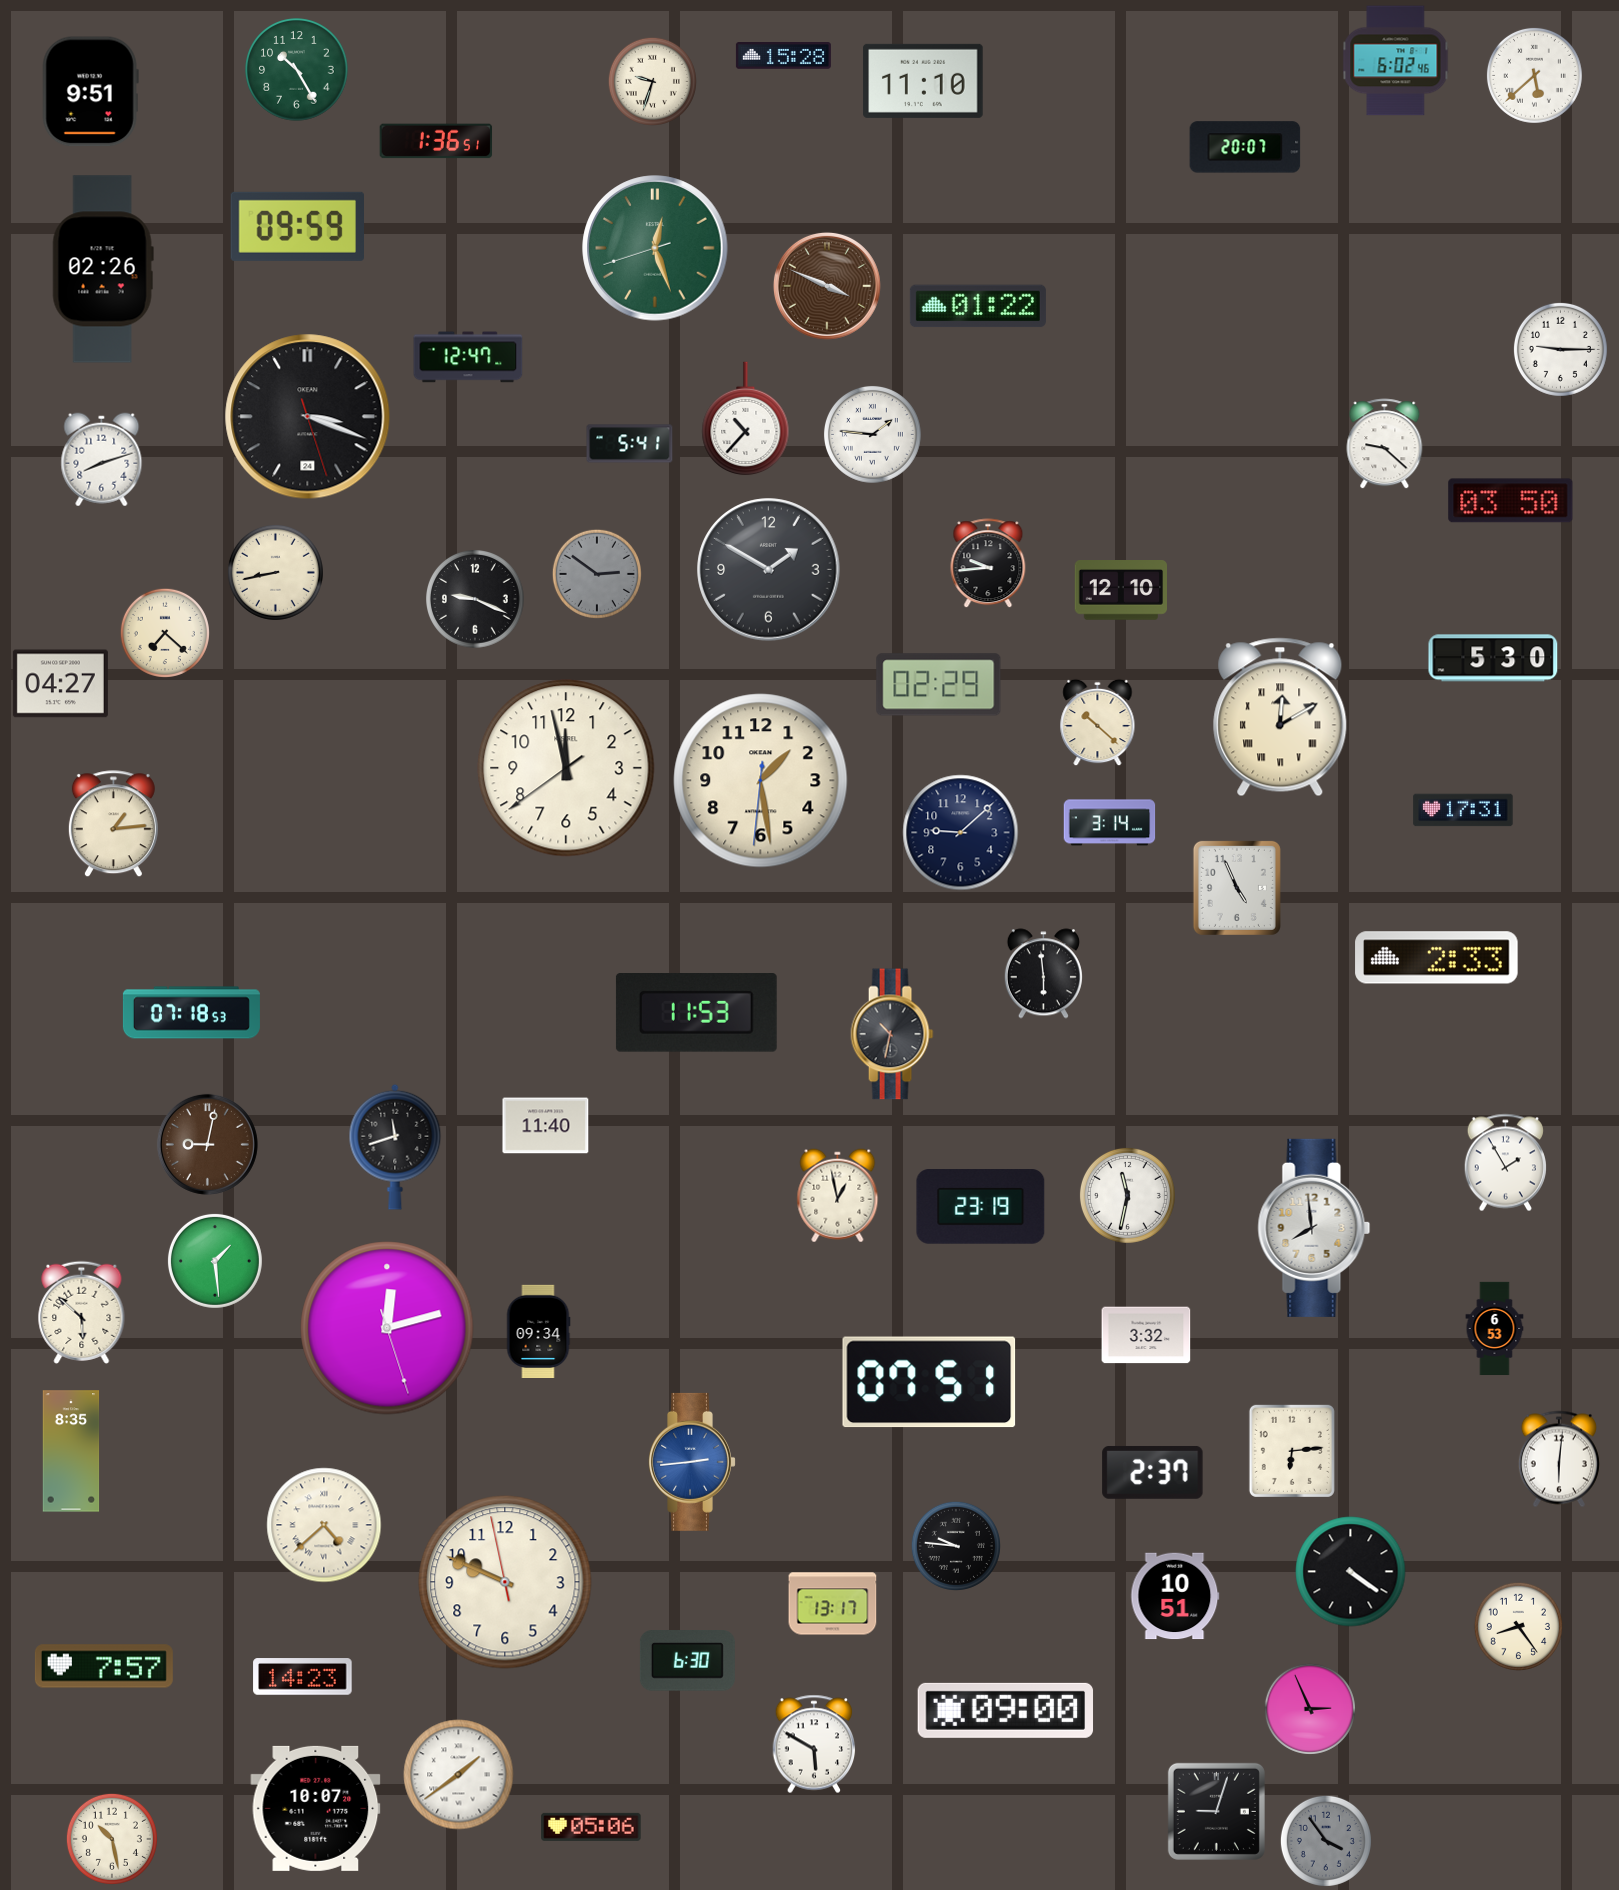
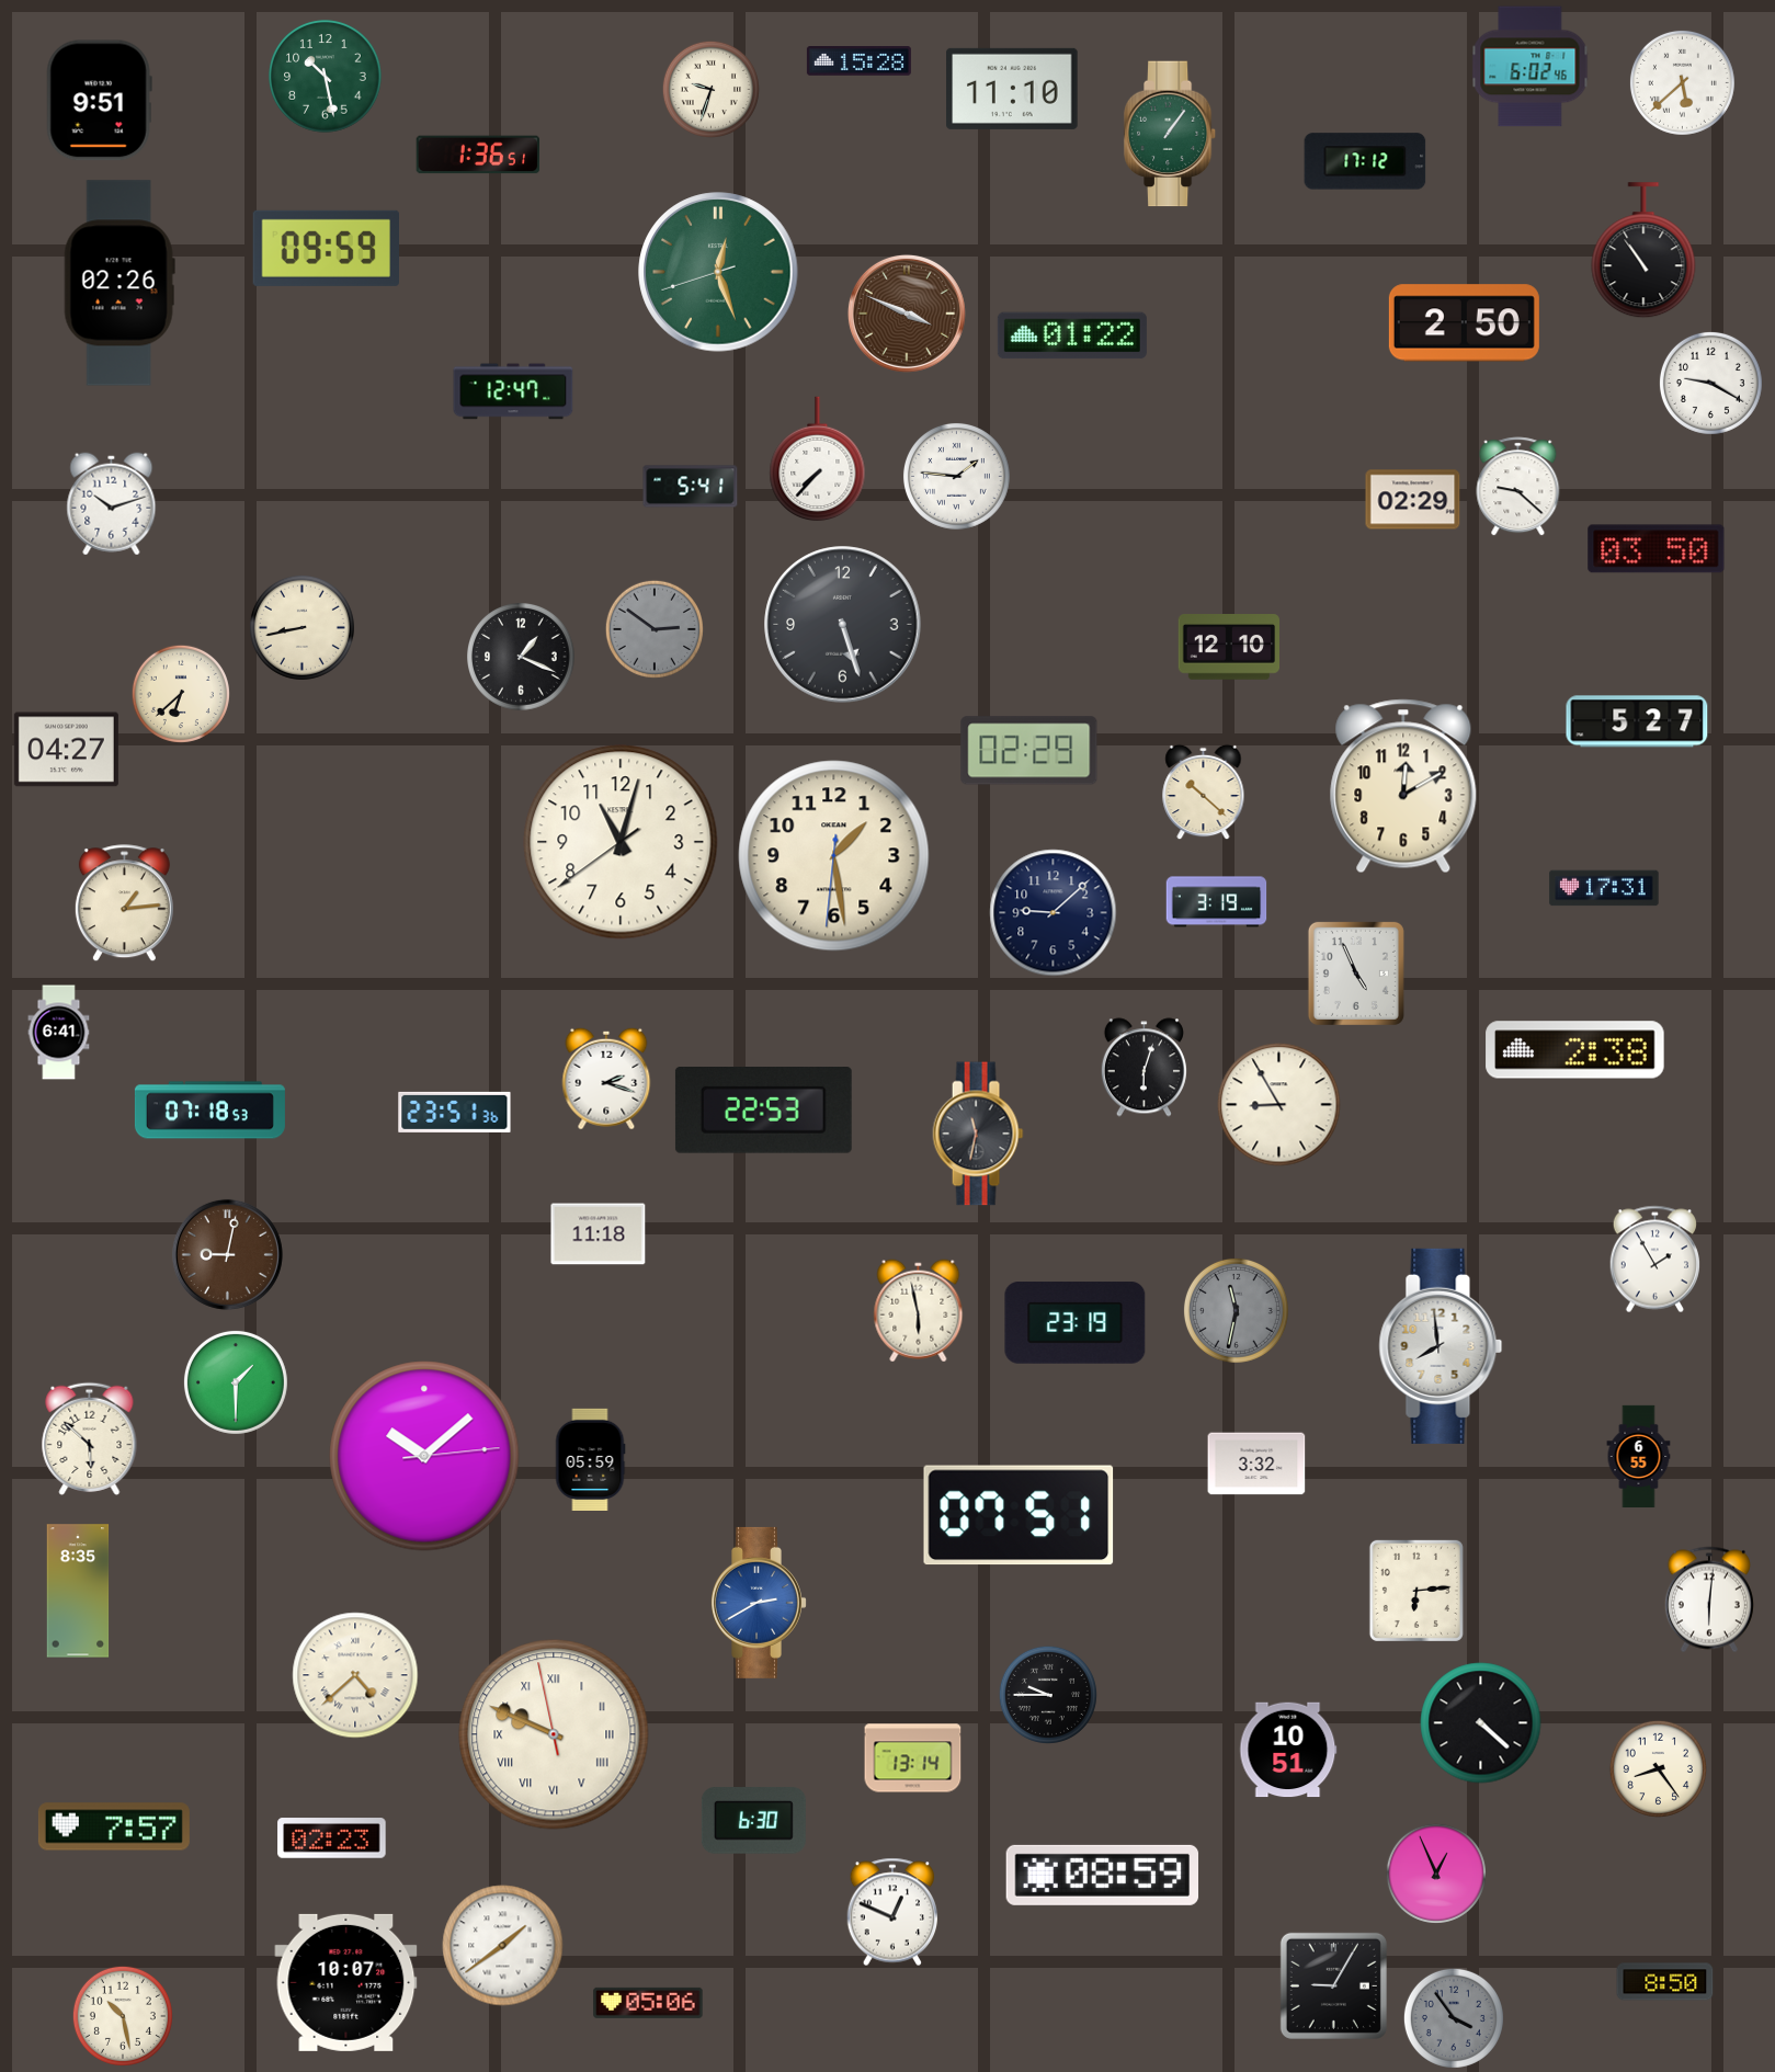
clock at (297, 70): 10:25 -> 10:28
clock at (652, 81) position: (652, 81) -> (710, 89)
clock at (1170, 134): none -> 1:06
clock at (1245, 147): 20:07 -> 17:12
clock at (1643, 251): none -> 10:54
clock at (103, 269) position: (103, 269) -> (120, 283)
clock at (1464, 323): none -> 2:50
clock at (1560, 349): 9:15 -> 9:20
clock at (308, 417): 3:18 -> none
clock at (746, 419): 10:37 -> 7:37
clock at (1413, 500): none -> 02:29
clock at (102, 460): 8:12 -> 10:12
clock at (988, 564): 9:44 -> none
clock at (769, 570): 1:50 -> 5:27
clock at (476, 600): 9:19 -> 1:19
clock at (165, 633): 7:22 -> 6:38
clock at (1493, 658): 5:30 -> 5:27
clock at (1280, 717) numerals: Roman -> Arabic
clock at (566, 768): 11:57 -> 11:02
clock at (1110, 823): 3:14 -> 3:19
clock at (59, 1033): none -> 6:41
clock at (1437, 958): 2:33 -> 2:38
clock at (1043, 974): 5:59 -> 6:03
clock at (606, 1079): none -> 2:18
clock at (1279, 1105): none -> 8:55
clock at (696, 1013): 11:53 -> 22:53
clock at (455, 1112): none -> 23:51
clock at (892, 1034): 10:32 -> 11:32
clock at (546, 1126): 11:40 -> 11:18
clock at (395, 1147): 11:42 -> none
clock at (1505, 1163) position: (1505, 1163) -> (1654, 1260)
clock at (1127, 1195) dial: white -> grey
clock at (838, 1196): 12:58 -> 5:58
clock at (215, 1261): 1:29 -> 1:30
clock at (387, 1328): 12:12 -> 10:08
clock at (1495, 1329): 6:53 -> 6:55
clock at (538, 1331): 09:34 -> 05:59
clock at (693, 1462): 2:44 -> 2:40
clock at (1153, 1472): 2:37 -> none
clock at (324, 1525) position: (324, 1525) -> (355, 1675)
clock at (956, 1546): 9:46 -> 9:45
clock at (1351, 1572): 4:21 -> 4:22
clock at (505, 1582) numerals: Arabic -> Roman
clock at (833, 1604): 13:17 -> 13:14
clock at (1518, 1626) position: (1518, 1626) -> (1658, 1768)
clock at (303, 1677): 14:23 -> 02:23
clock at (1310, 1709): 2:56 -> 12:56
clock at (1006, 1710): 09:00 -> 08:59
clock at (814, 1744): 5:50 -> 12:49
clock at (1665, 1982): none -> 8:50
clock at (1216, 1811): 9:03 -> 9:05
